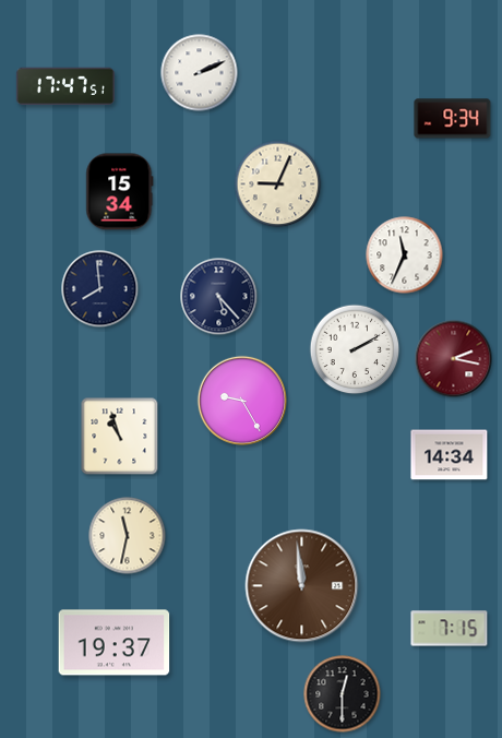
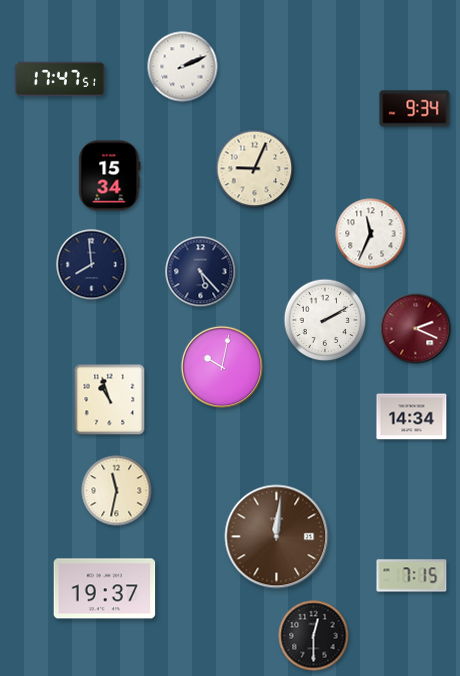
clock at (454, 359): 2:17 -> 2:19
clock at (241, 400): 9:25 -> 10:02
clock at (302, 586): 11:59 -> 12:01
